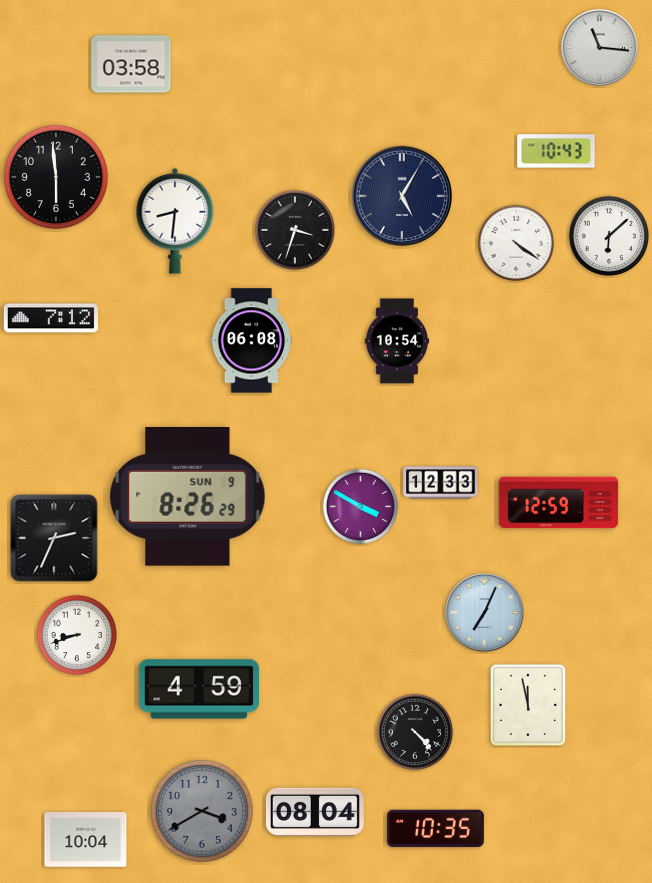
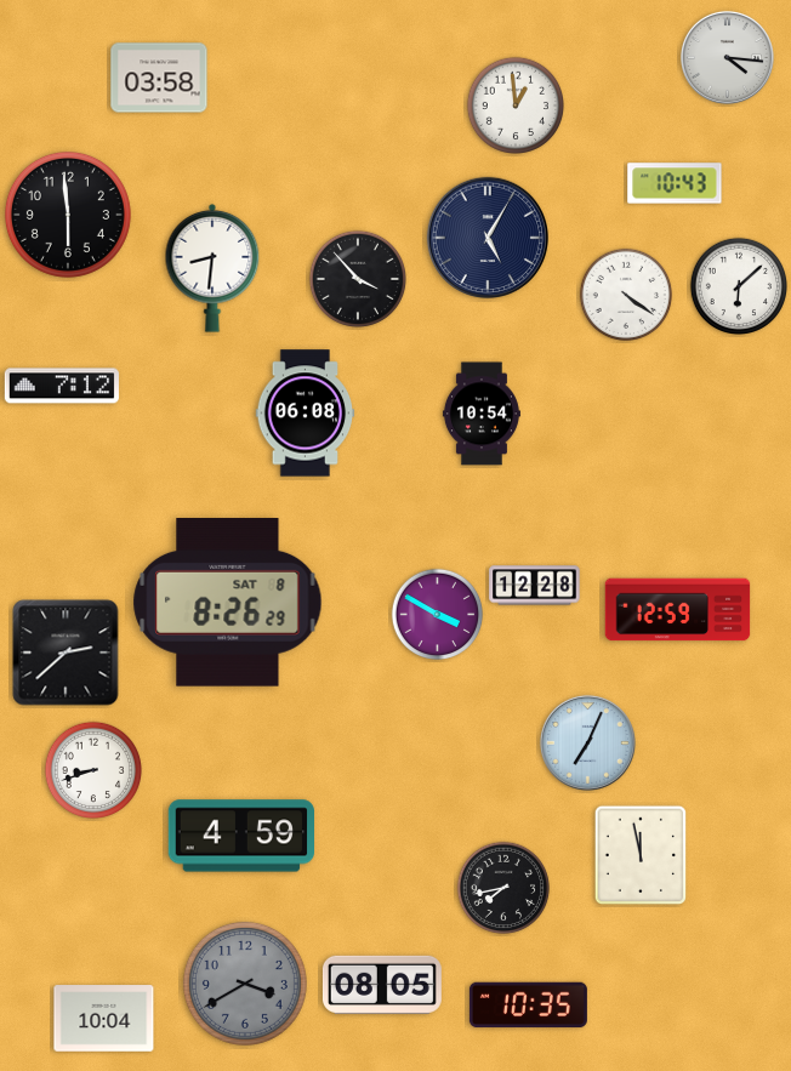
clock at (599, 47): 11:16 -> 4:16
clock at (514, 104): none -> 12:59
clock at (294, 229): 3:33 -> 3:53
clock at (441, 483): 12:33 -> 12:28
clock at (188, 497) date: SUN 9 -> SAT 8
clock at (54, 538): 2:34 -> 2:38
clock at (415, 732): 4:23 -> 7:43
clock at (315, 812): 08:04 -> 08:05
